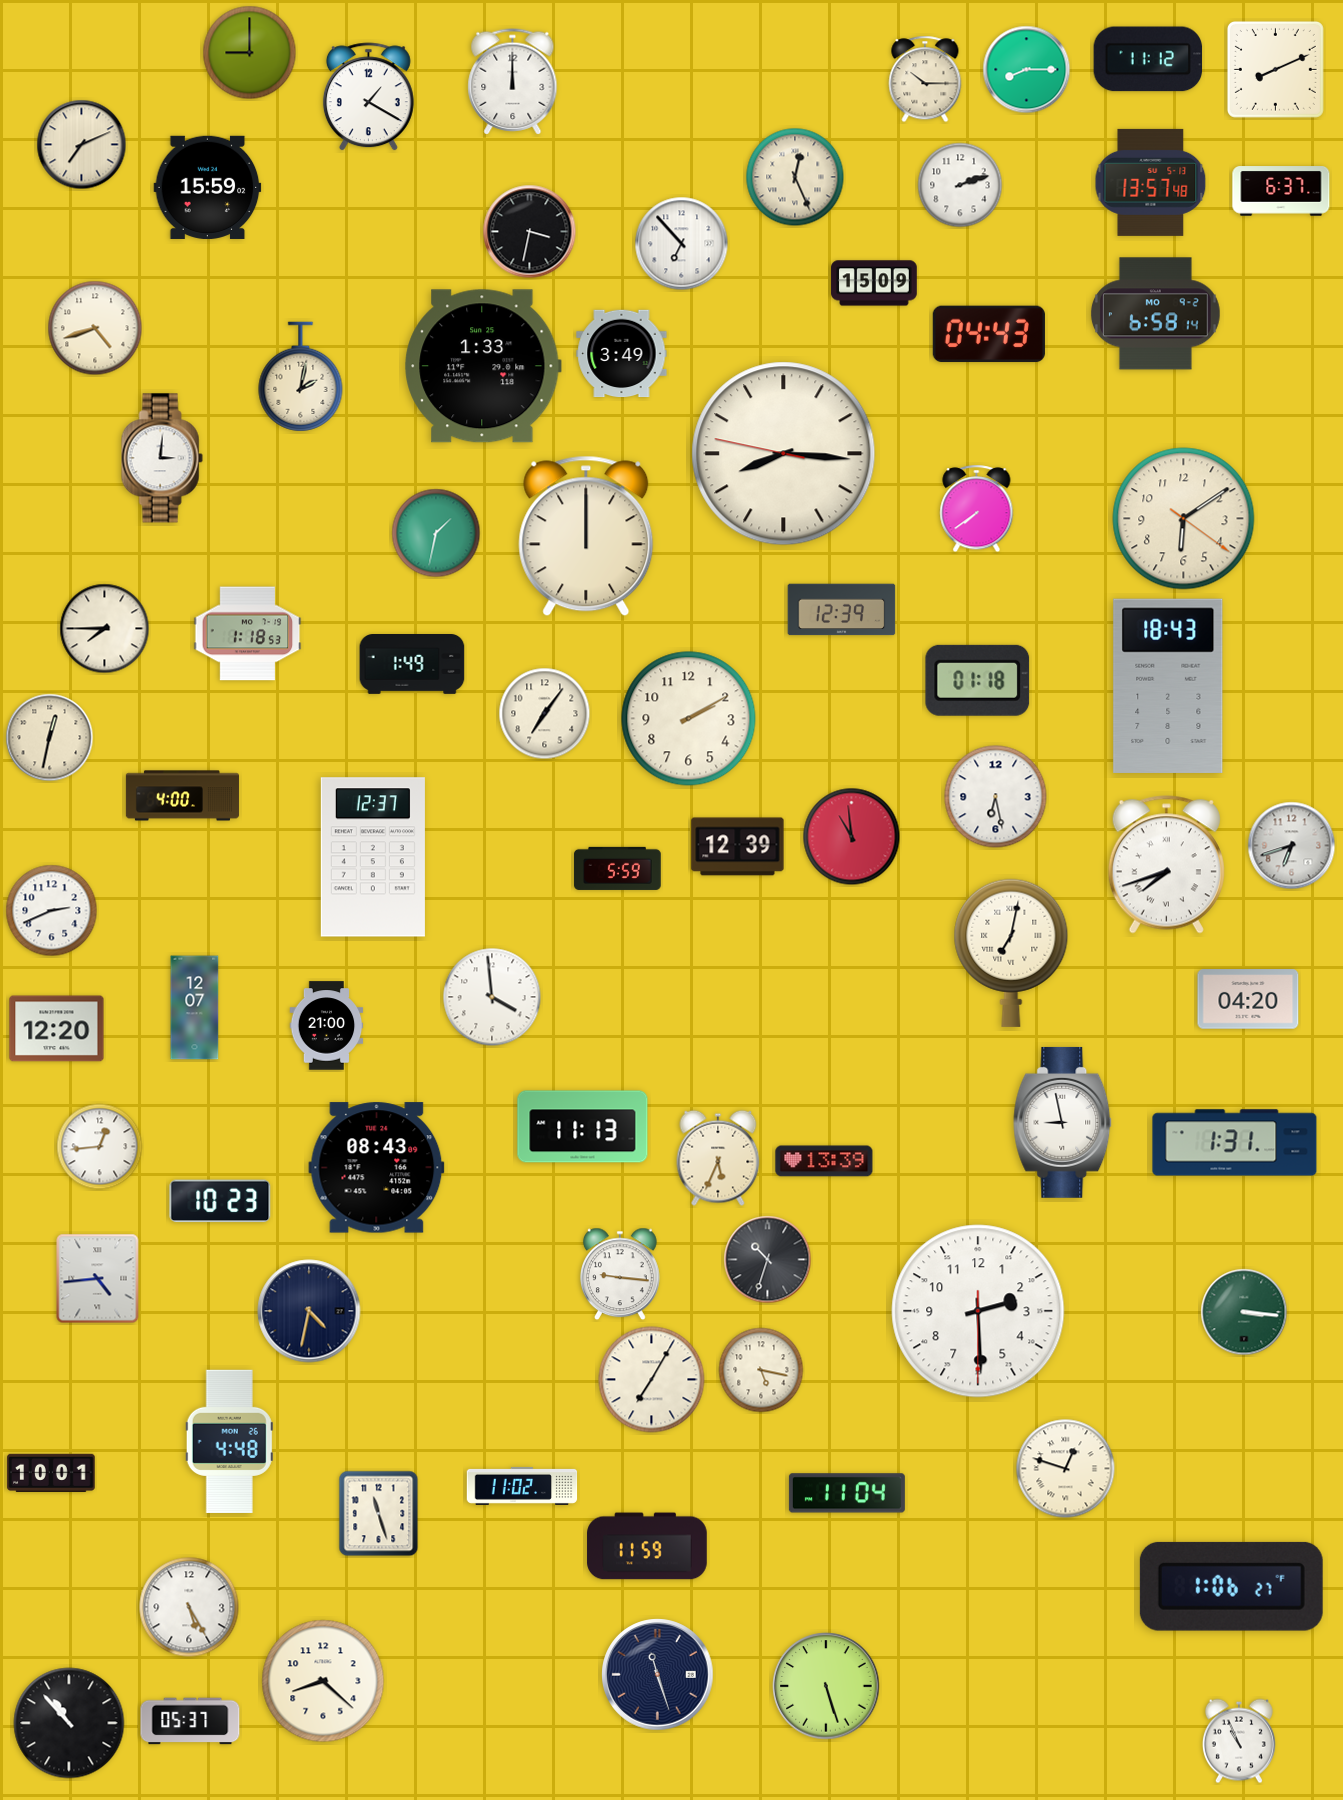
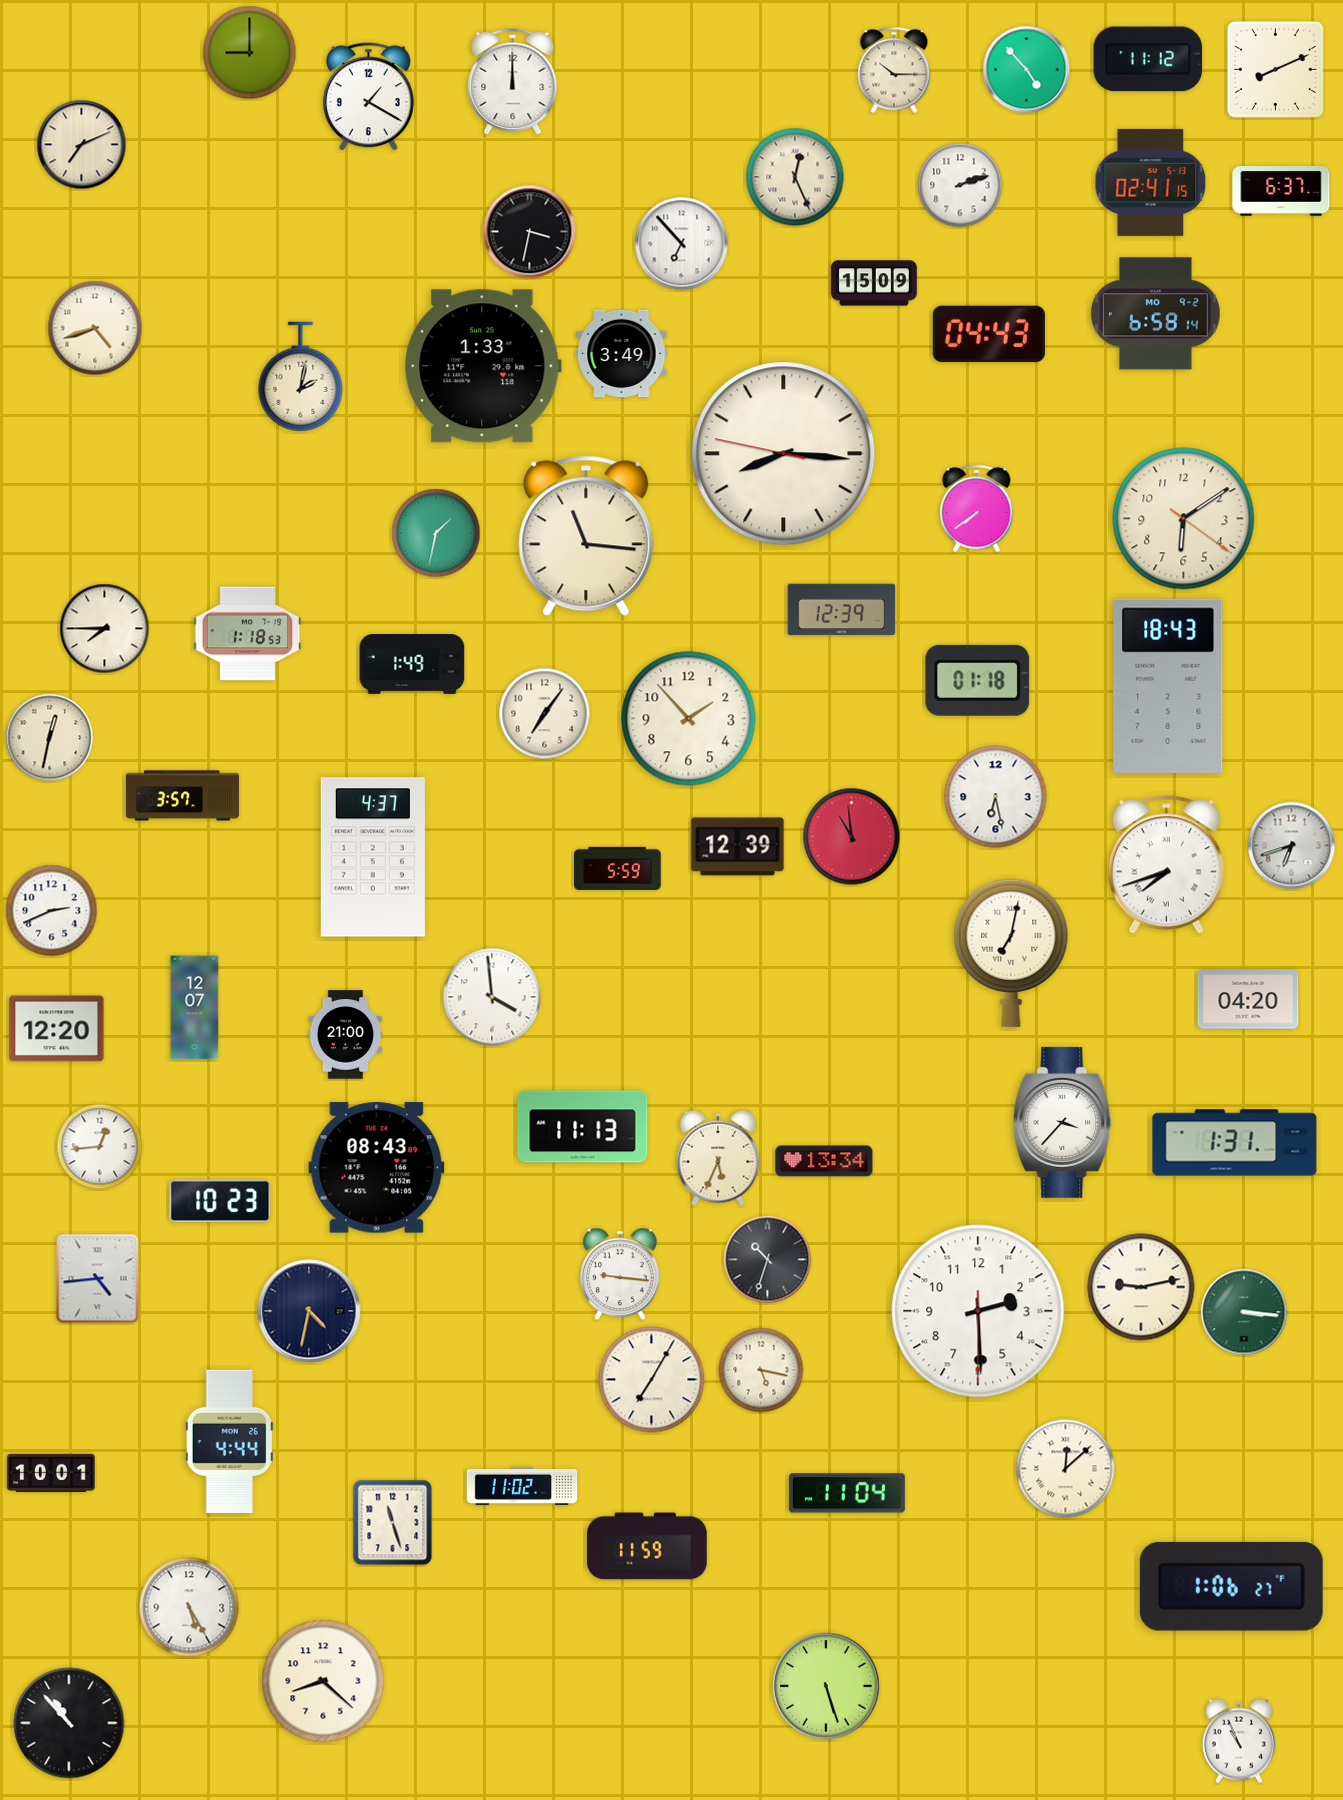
clock at (1027, 70): 8:15 -> 4:53
clock at (925, 79) position: (925, 79) -> (894, 70)
clock at (1151, 182): 13:57 -> 02:41
clock at (208, 187): 15:59 -> none
clock at (162, 458): 3:01 -> none
clock at (586, 536): 12:00 -> 11:16
clock at (689, 719): 2:10 -> 1:53
clock at (182, 796): 4:00 -> 3:57
clock at (373, 857): 12:37 -> 4:37
clock at (327, 1026) position: (327, 1026) -> (346, 1035)
clock at (1063, 1122): 8:58 -> 3:37
clock at (824, 1161): 13:39 -> 13:34
clock at (1141, 1287): none -> 9:13
clock at (229, 1441): 4:48 -> 4:44
clock at (1066, 1469): 12:48 -> 12:08
clock at (379, 1514) position: (379, 1514) -> (393, 1523)
clock at (658, 1675): 11:27 -> none
clock at (190, 1721): 05:37 -> none
